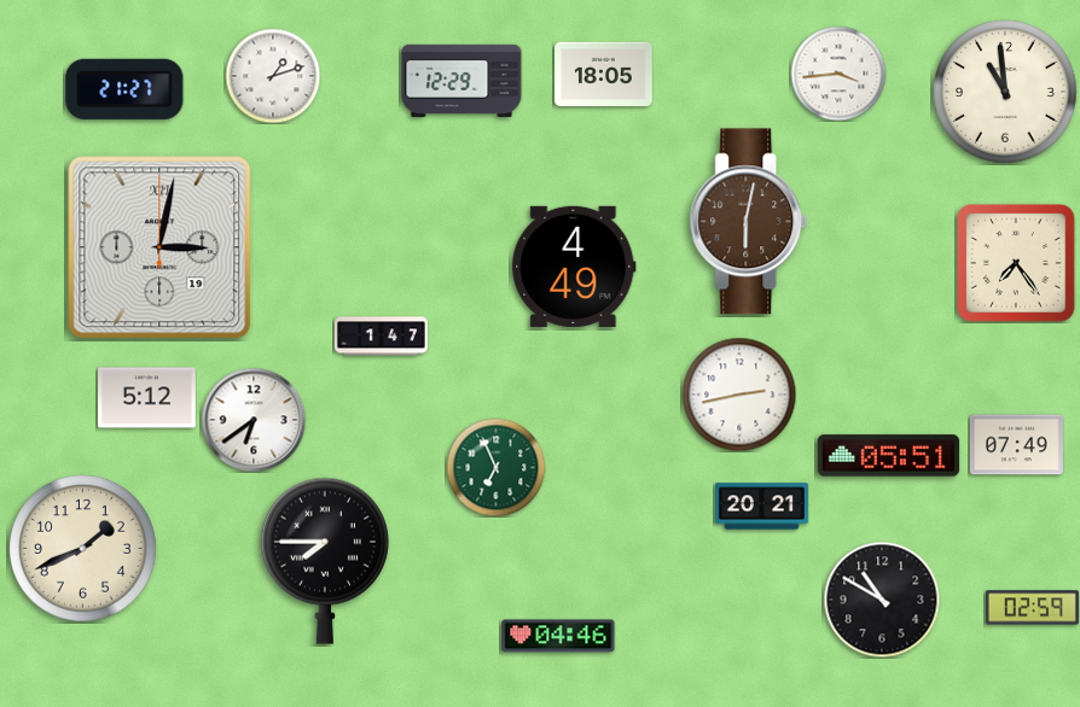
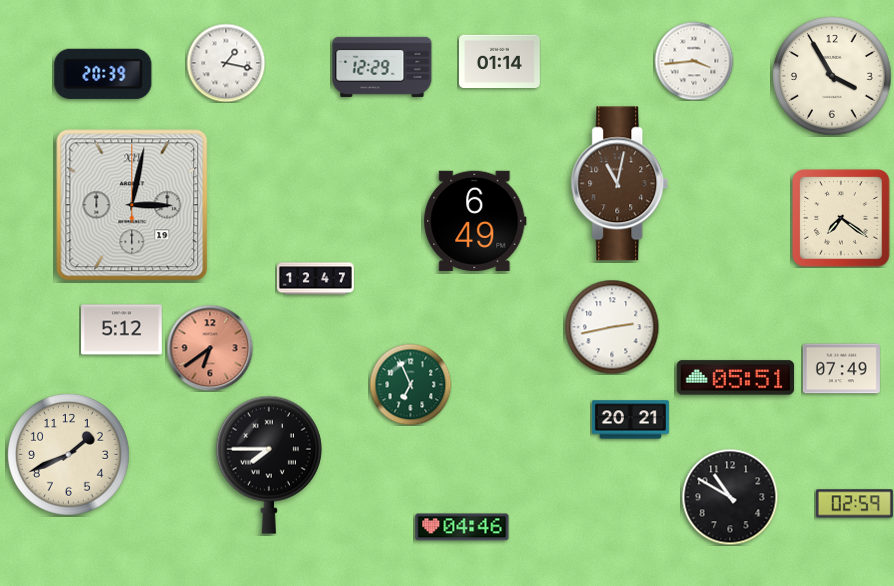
clock at (604, 74): 18:05 -> 01:14
clock at (273, 76): 1:12 -> 1:17
clock at (124, 89): 21:27 -> 20:39
clock at (1005, 92): 10:59 -> 3:55
clock at (749, 222): 6:02 -> 11:02
clock at (1016, 263): 7:24 -> 7:21
clock at (574, 267): 4:49 -> 6:49
clock at (381, 337): 1:47 -> 12:47
clock at (254, 420) dial: white -> salmon
clock at (495, 467) position: (495, 467) -> (410, 384)
